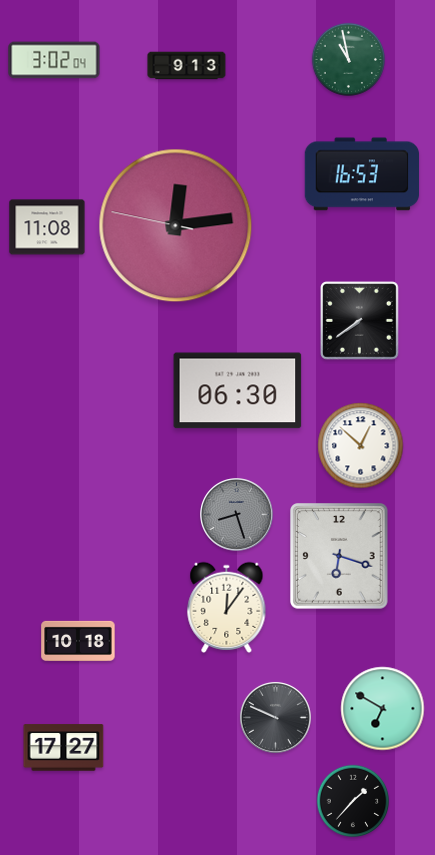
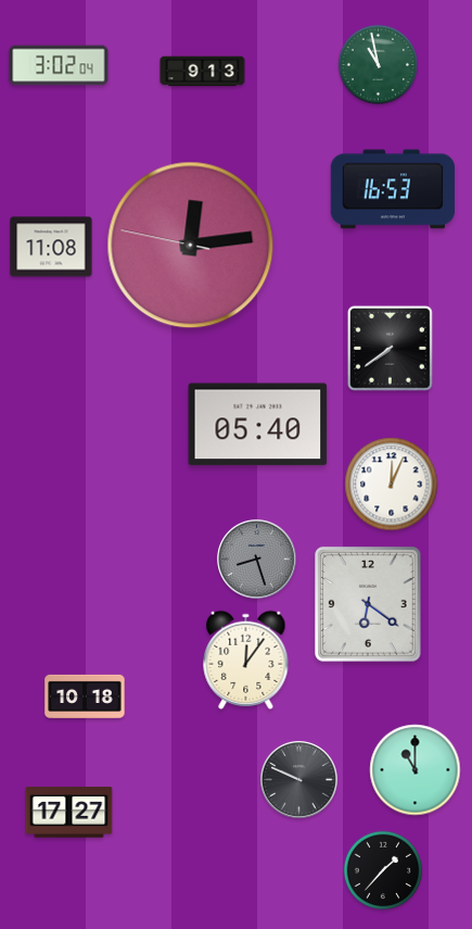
clock at (238, 391): 06:30 -> 05:40
clock at (361, 446): 12:52 -> 12:04
clock at (339, 556): 6:18 -> 6:21
clock at (383, 709): 6:50 -> 11:00
